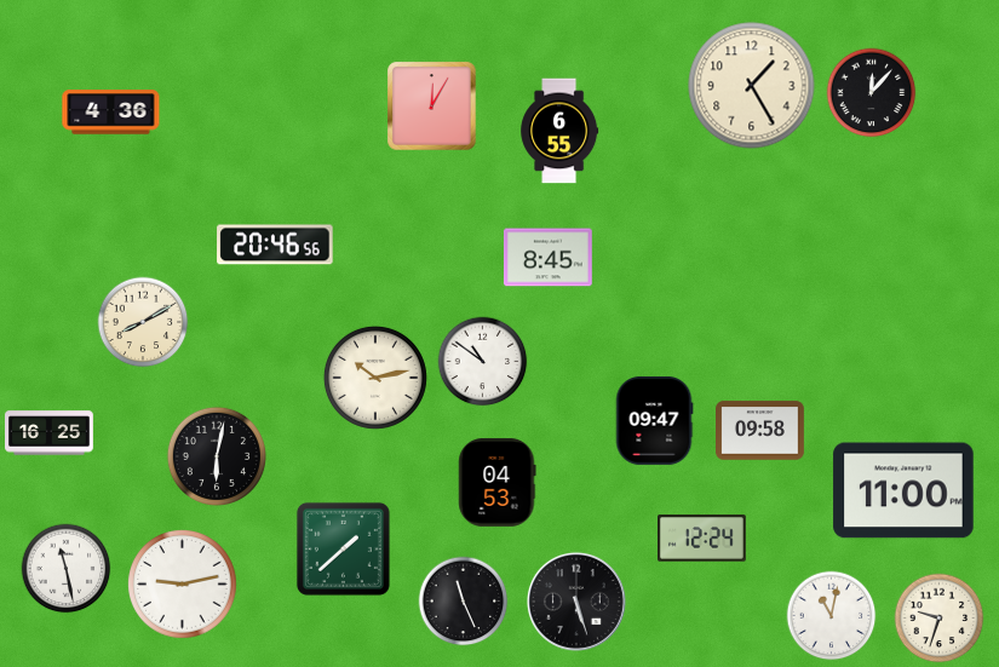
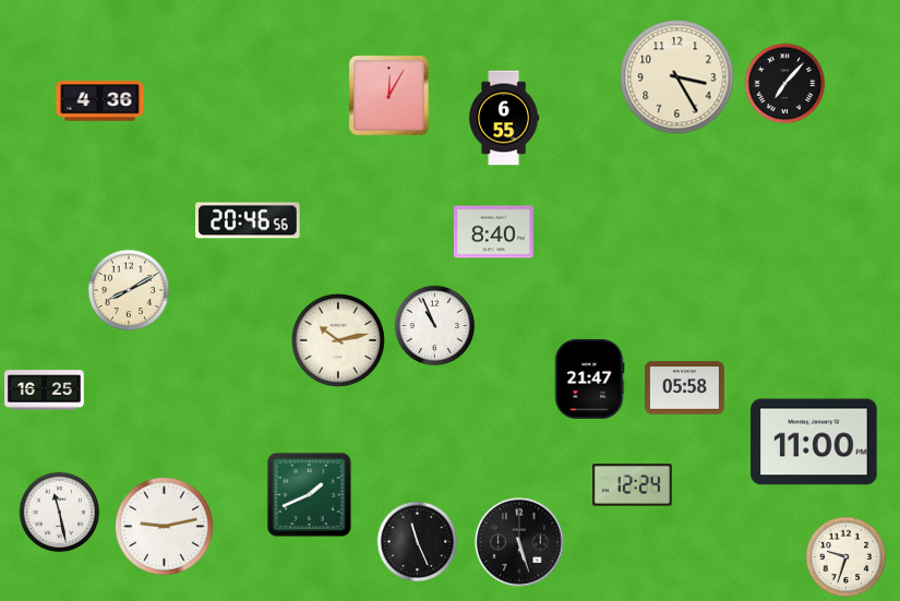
clock at (752, 86): 1:25 -> 3:25
clock at (872, 93): 12:07 -> 7:07
clock at (547, 258): 8:45 -> 8:40
clock at (483, 362): 10:51 -> 10:56
clock at (654, 421): 09:47 -> 21:47
clock at (760, 431): 09:58 -> 05:58
clock at (217, 456): 6:02 -> none
clock at (498, 482): 04:53 -> none
clock at (343, 548): 1:38 -> 1:41
clock at (832, 616): 11:02 -> none
